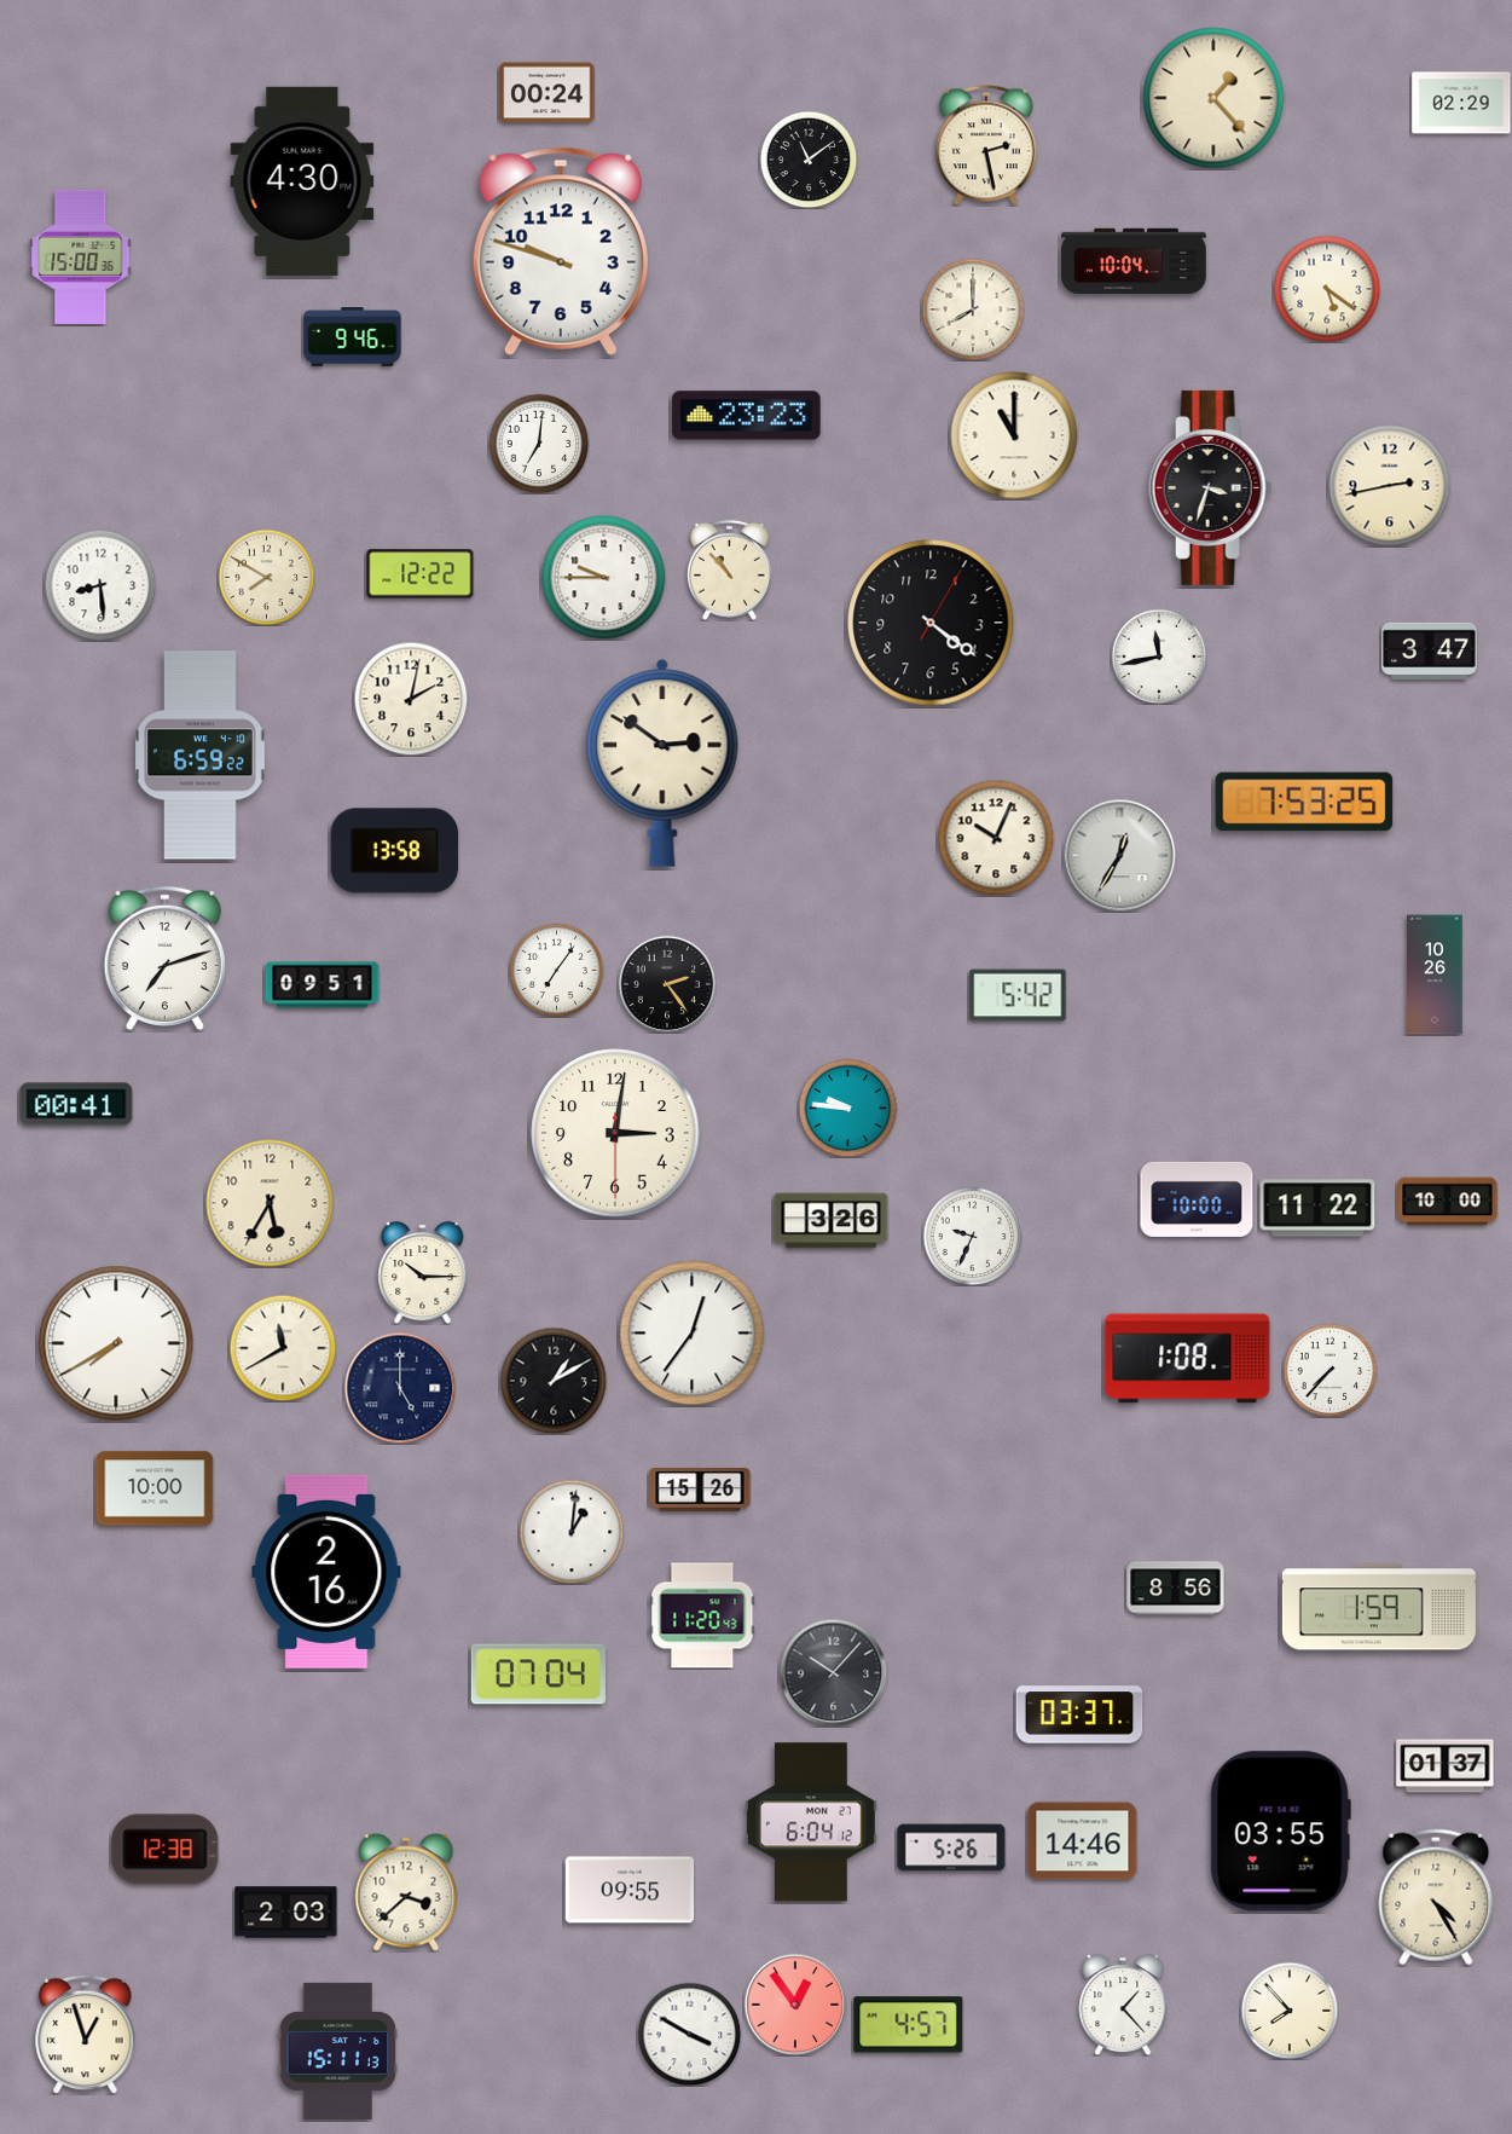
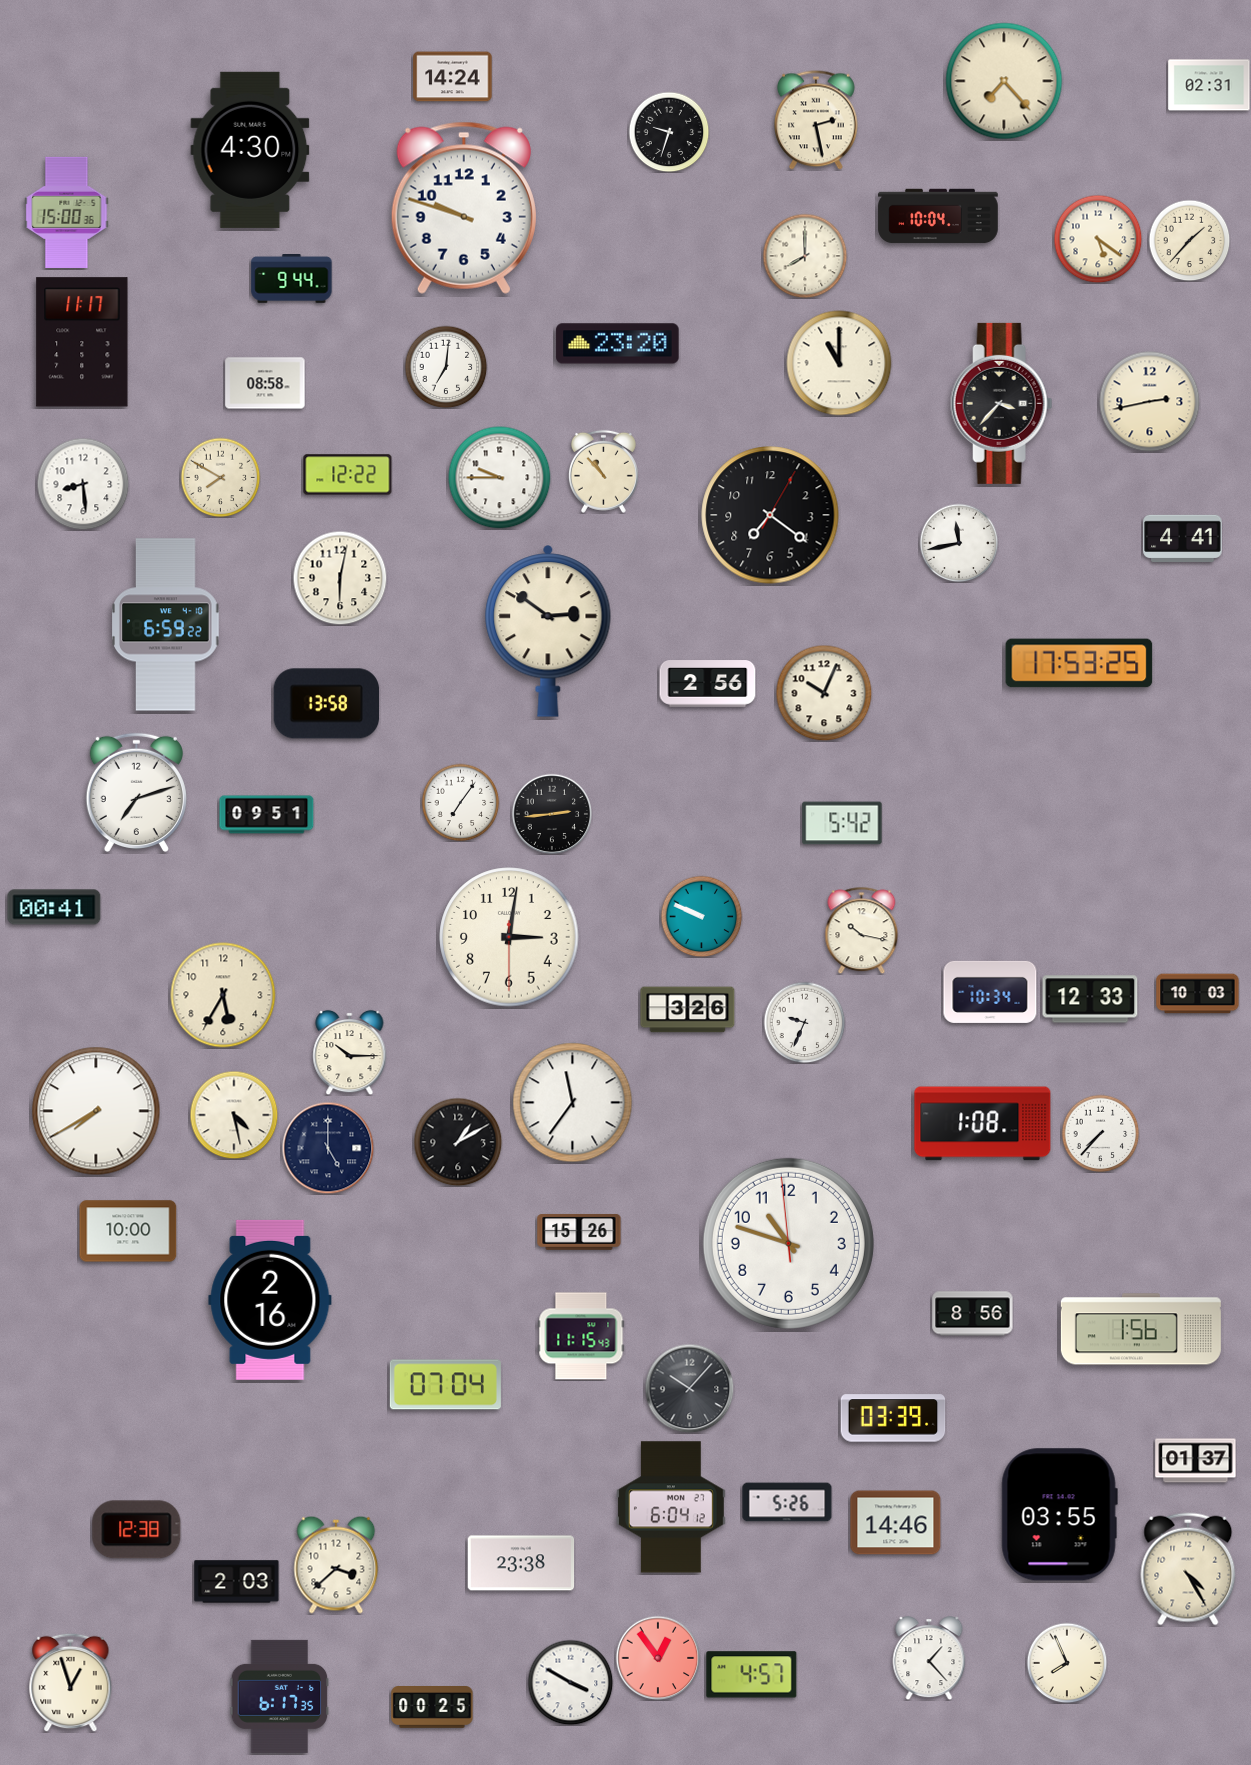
clock at (548, 93): 00:24 -> 14:24
clock at (1213, 98): 1:23 -> 7:23
clock at (1461, 103): 02:29 -> 02:31
clock at (809, 160): 11:09 -> 9:33
clock at (1189, 240): none -> 1:37
clock at (353, 337): 9:46 -> 9:44
clock at (82, 342): none -> 11:17
clock at (747, 416): 23:23 -> 23:20
clock at (1014, 435) position: (1014, 435) -> (839, 363)
clock at (265, 383): none -> 08:58
clock at (1211, 487): 3:33 -> 3:37
clock at (931, 623): 4:21 -> 7:21
clock at (1430, 650): 3:47 -> 4:41
clock at (411, 699): 2:02 -> 6:02
clock at (1304, 802): 7:53 -> 17:53
clock at (708, 684): none -> 2:56
clock at (1119, 855): 12:35 -> none
clock at (1435, 975): 10:26 -> none
clock at (667, 984): 2:24 -> 2:44
clock at (76, 1104) position: (76, 1104) -> (54, 907)
clock at (847, 1108): 9:46 -> 9:49
clock at (862, 930): none -> 10:17
clock at (1197, 1199): 10:00 -> 10:34
clock at (1448, 1202): 10:00 -> 10:03
clock at (1317, 1208): 11:22 -> 12:33
clock at (693, 1334): 12:36 -> 11:36
clock at (283, 1348): 11:40 -> 4:28
clock at (400, 1388) position: (400, 1388) -> (328, 1148)
clock at (788, 1243): none -> 10:47
clock at (572, 1532): 1:01 -> none
clock at (1379, 1607): 1:59 -> 1:56
clock at (702, 1615): 11:20 -> 11:15
clock at (833, 1672) position: (833, 1672) -> (689, 1388)
clock at (1079, 1714): 03:37 -> 03:39
clock at (951, 1847) position: (951, 1847) -> (787, 1502)
clock at (630, 1890): 09:55 -> 23:38
clock at (1290, 2011): 7:53 -> 7:56
clock at (338, 2051): 15:11 -> 6:17
clock at (432, 1708): none -> 00:25
